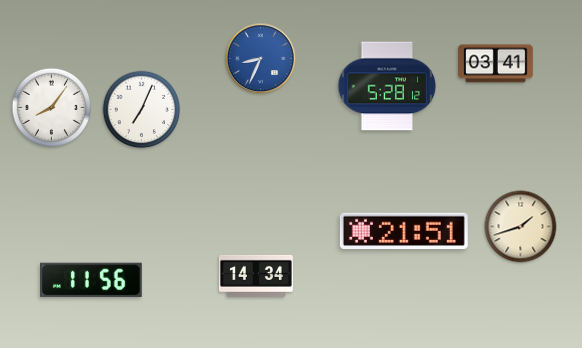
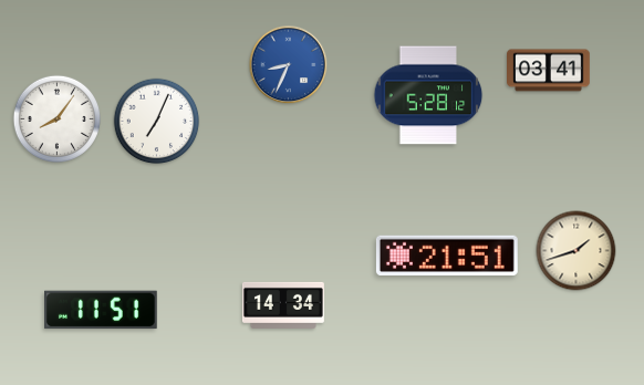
clock at (92, 280): 11:56 -> 11:51
